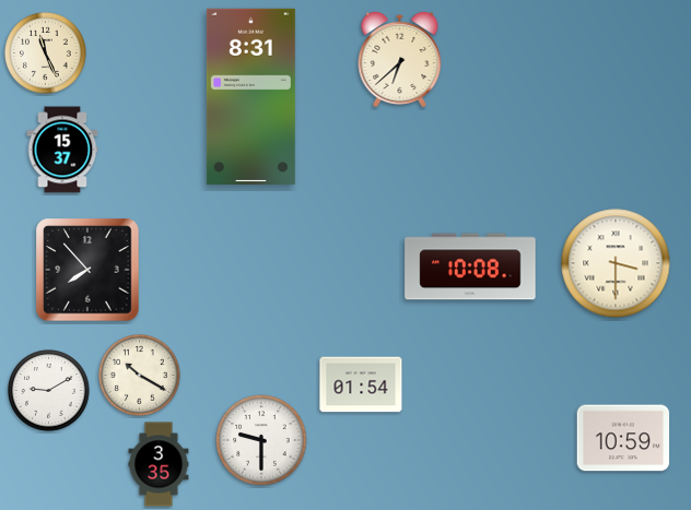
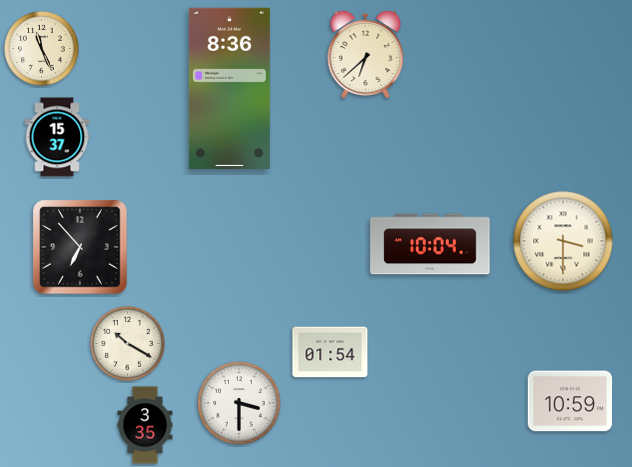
clock at (250, 96): 8:31 -> 8:36
clock at (470, 266): 10:08 -> 10:04
clock at (87, 270): 7:53 -> 6:53
clock at (49, 391): 9:10 -> none
clock at (261, 440): 9:30 -> 3:30
